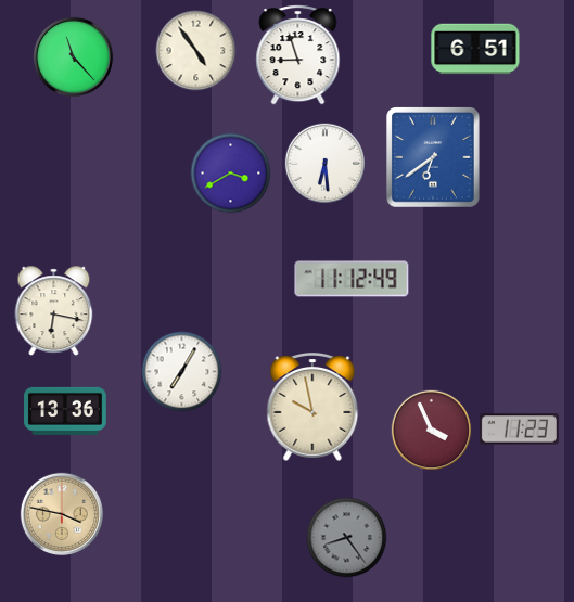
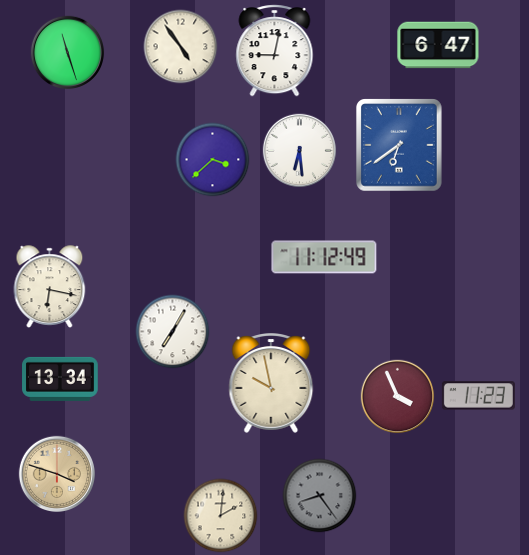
clock at (475, 49): 6:51 -> 6:47
clock at (298, 55): 8:57 -> 9:02
clock at (74, 57): 11:23 -> 11:27
clock at (231, 174): 3:40 -> 3:38
clock at (182, 372) position: (182, 372) -> (173, 332)
clock at (312, 408) position: (312, 408) -> (271, 384)
clock at (65, 411): 13:36 -> 13:34
clock at (61, 513): 3:47 -> 3:48
clock at (221, 516): none -> 2:01
